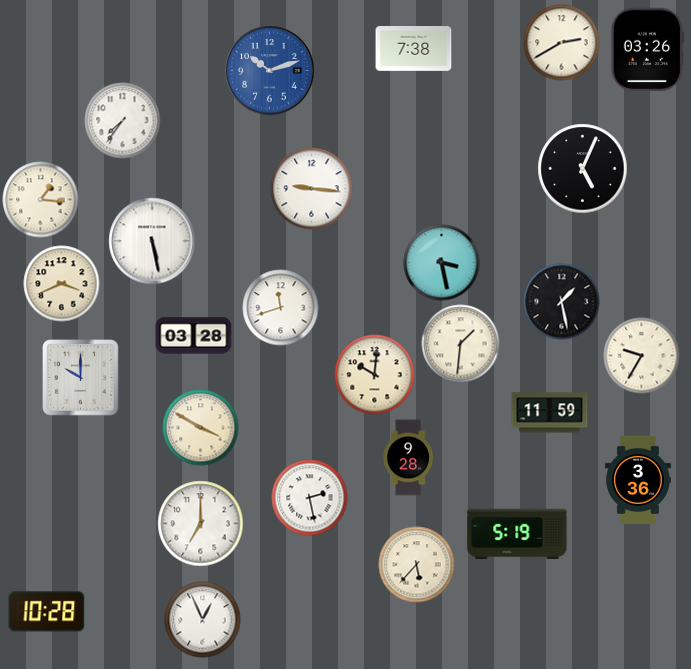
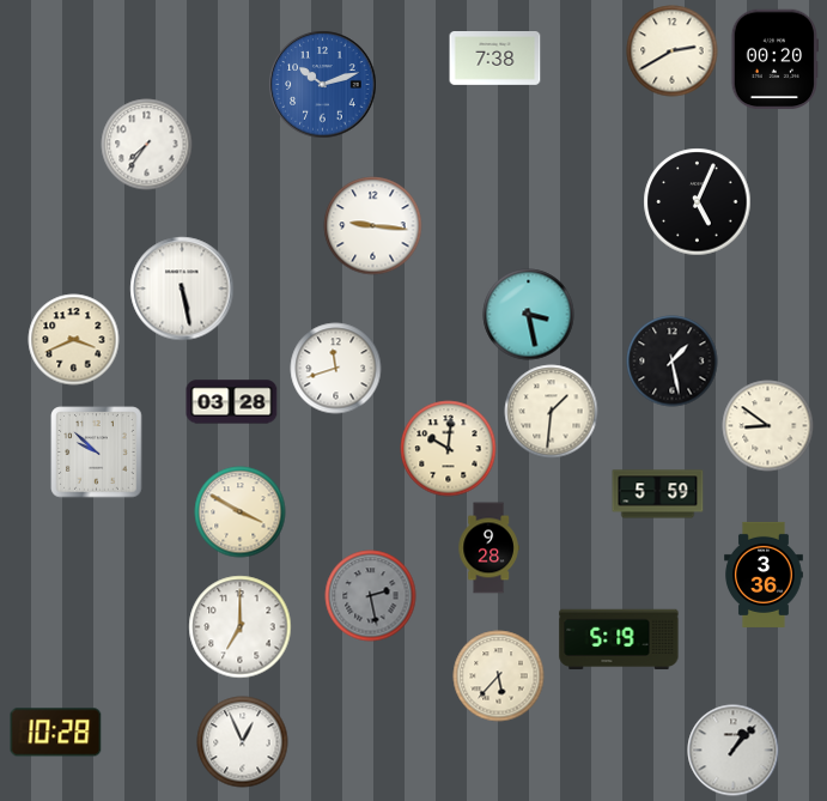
clock at (647, 50): 03:26 -> 00:20
clock at (41, 200): 1:16 -> none
clock at (642, 356): 9:35 -> 8:51
clock at (81, 378): 10:00 -> 9:52
clock at (550, 413): 11:59 -> 5:59
clock at (310, 498) dial: white -> grey
clock at (734, 751): none -> 1:07
